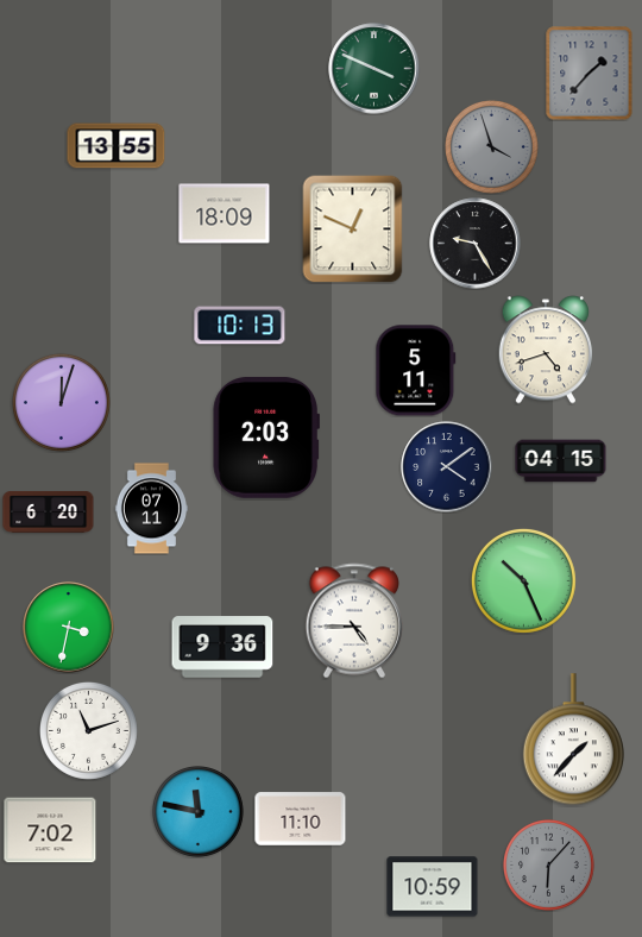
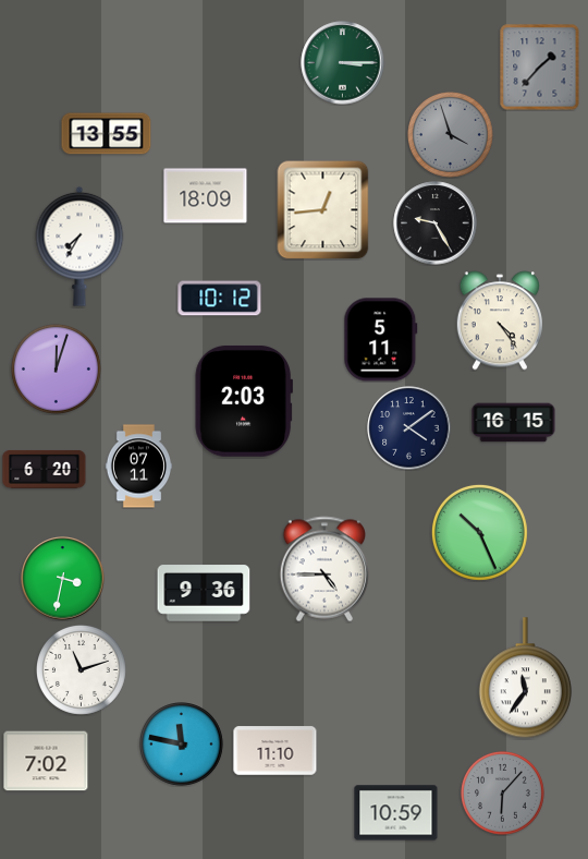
clock at (374, 69): 3:49 -> 3:15
clock at (353, 229): 12:49 -> 12:44
clock at (79, 246): none -> 7:35
clock at (240, 326): 10:13 -> 10:12
clock at (545, 350): 4:42 -> 4:24
clock at (561, 461): 04:15 -> 16:15
clock at (69, 628) position: (69, 628) -> (63, 579)
clock at (573, 740): 1:37 -> 11:36
